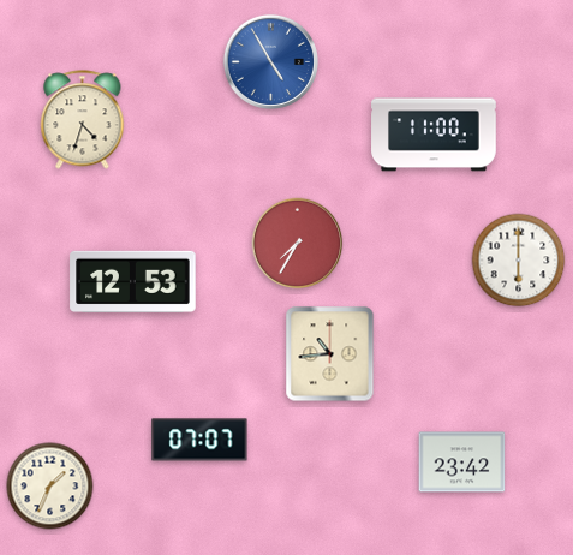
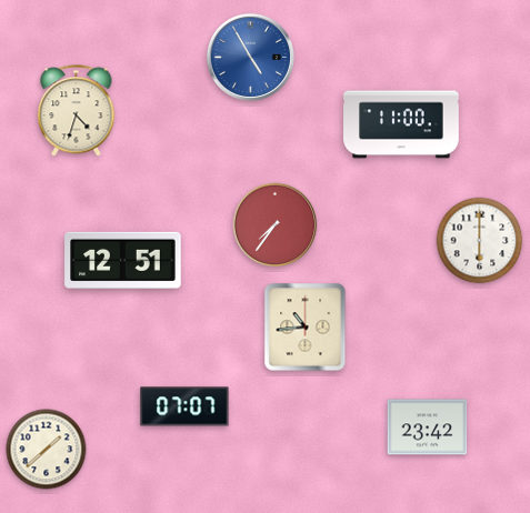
clock at (298, 244): 7:35 -> 7:36
clock at (133, 281): 12:53 -> 12:51
clock at (50, 487): 1:34 -> 1:38
